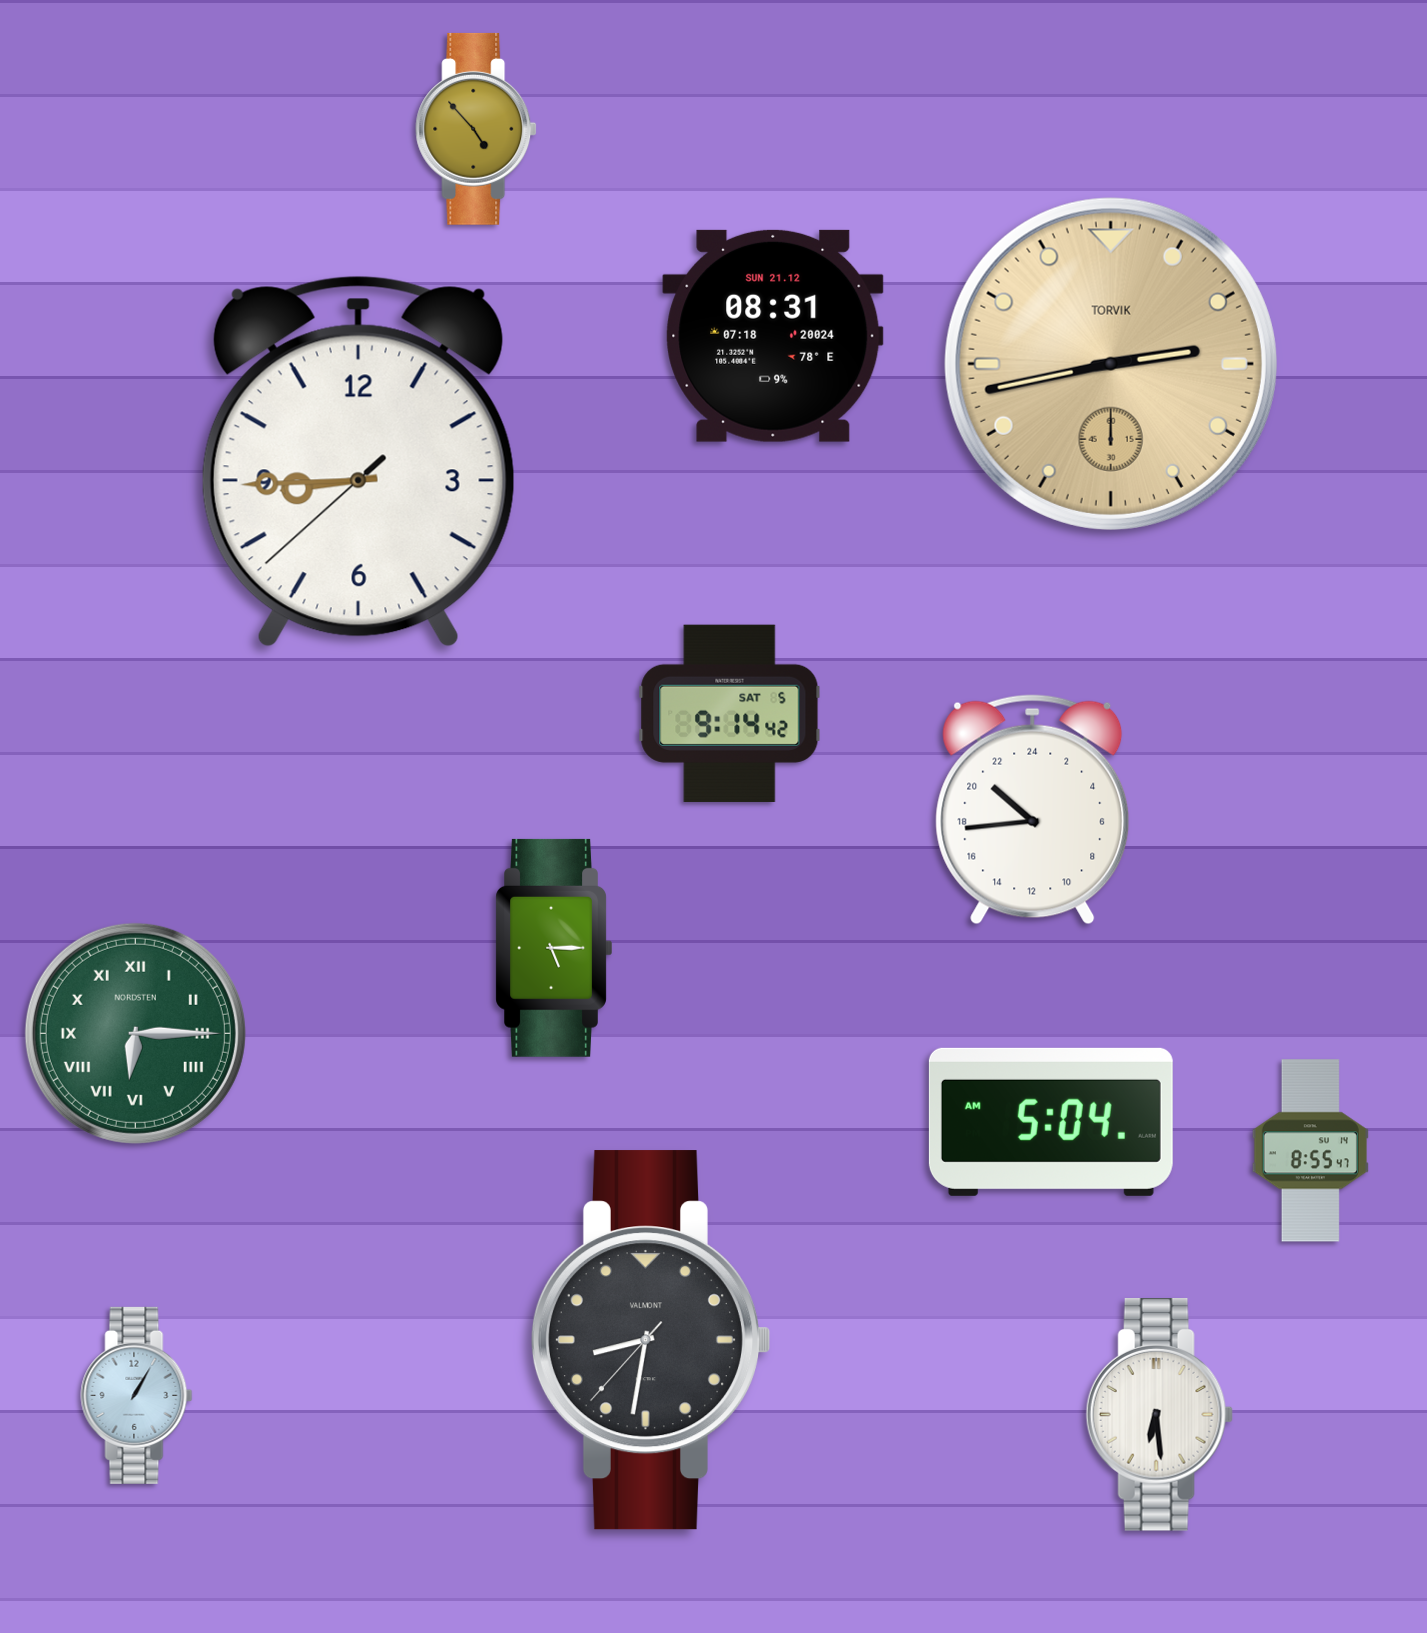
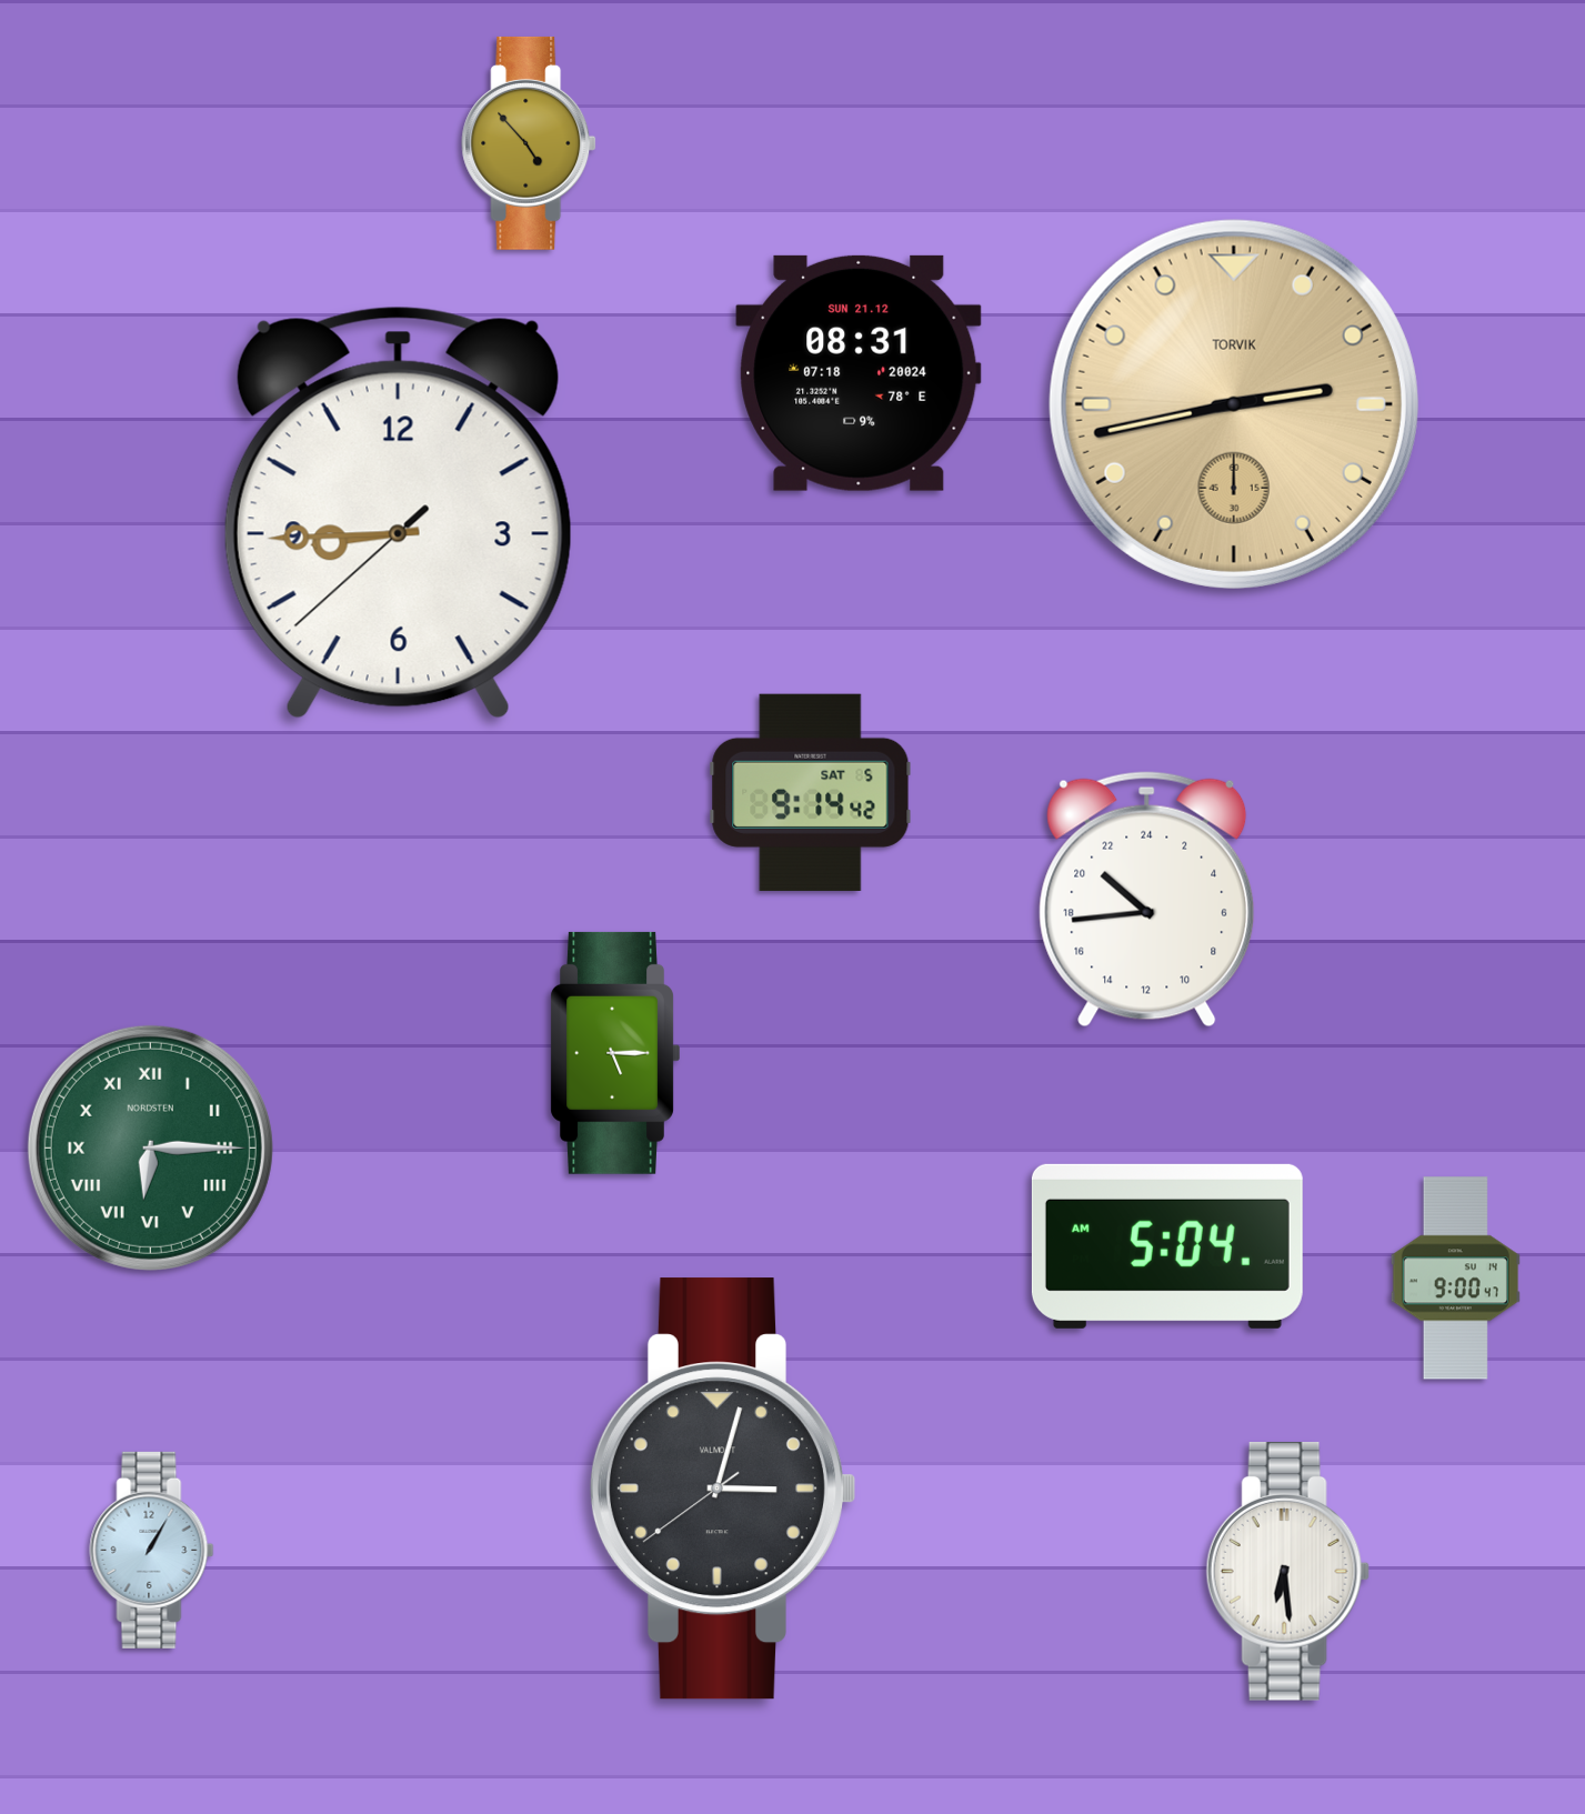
clock at (1310, 1151): 8:55 -> 9:00
clock at (650, 1340): 8:31 -> 3:02
